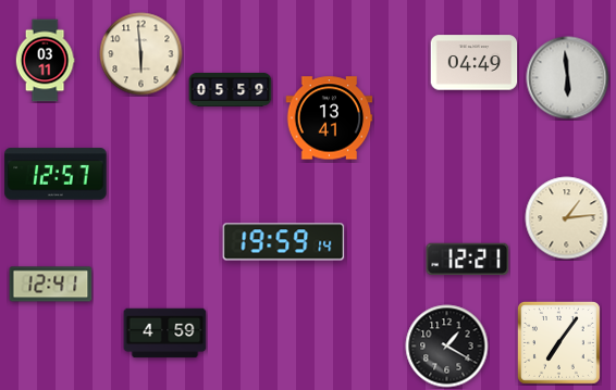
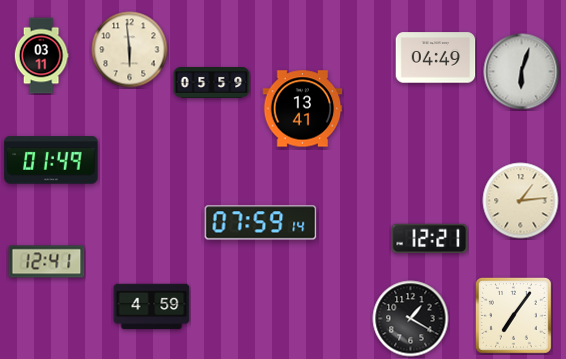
clock at (568, 78): 5:59 -> 6:03
clock at (56, 174): 12:57 -> 01:49
clock at (284, 242): 19:59 -> 07:59
